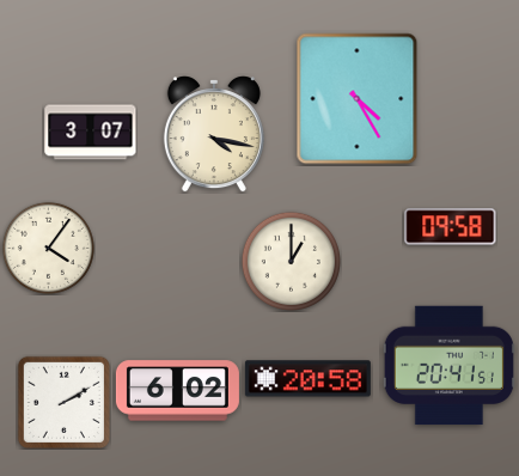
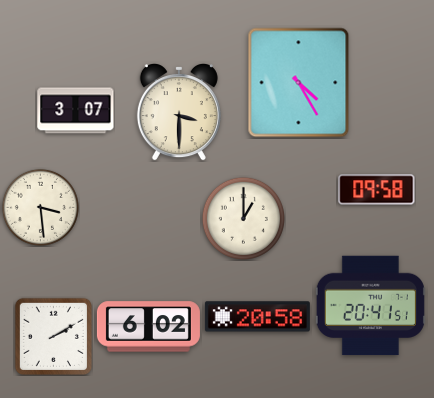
clock at (214, 135): 4:17 -> 3:30
clock at (48, 248): 4:06 -> 3:29
clock at (448, 366) position: (448, 366) -> (370, 306)
